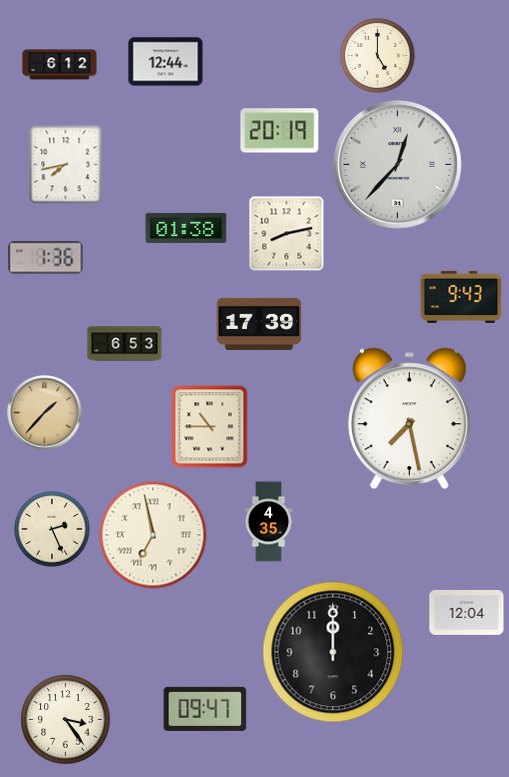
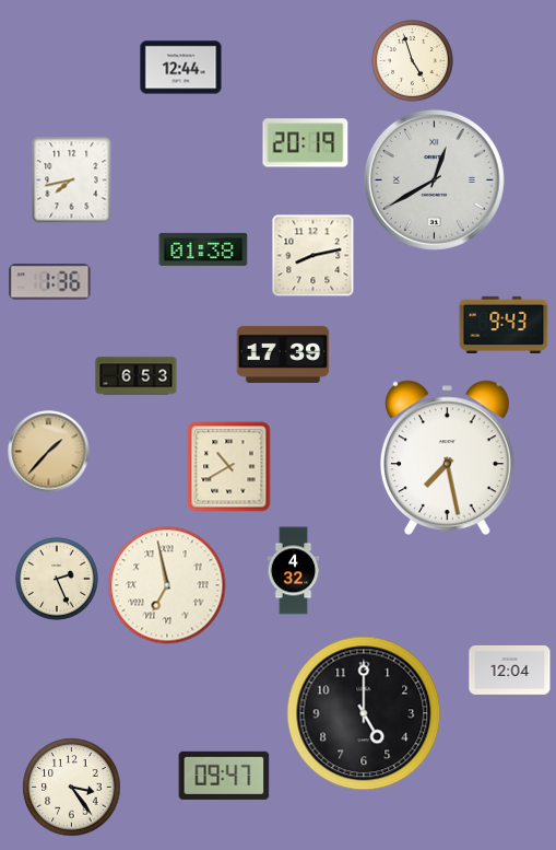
clock at (378, 56): 5:00 -> 4:57
clock at (60, 65): 6:12 -> none
clock at (397, 164): 12:37 -> 12:40
clock at (210, 427): 10:45 -> 10:40
clock at (269, 522): 4:35 -> 4:32
clock at (333, 652): 12:00 -> 5:00
